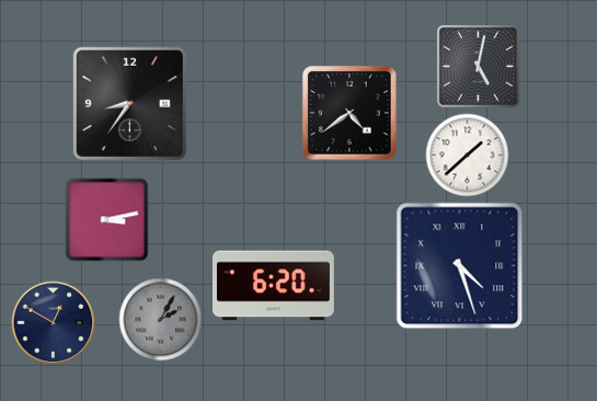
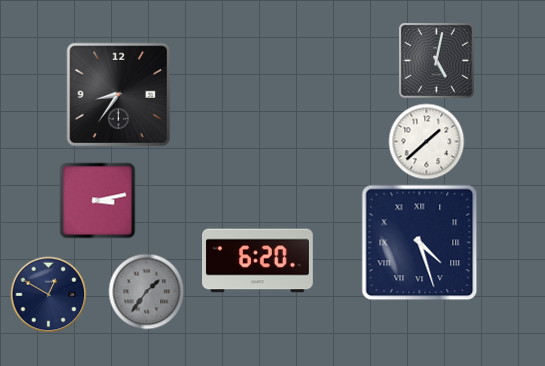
clock at (349, 113): 4:39 -> none
clock at (274, 286) position: (274, 286) -> (258, 261)
clock at (161, 320): 2:05 -> 1:36
